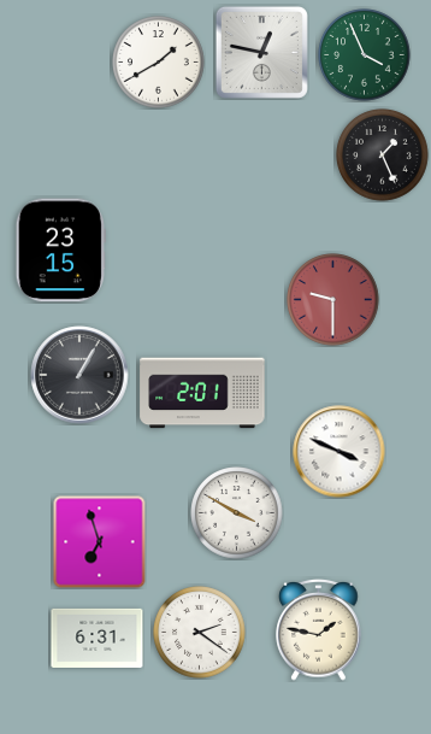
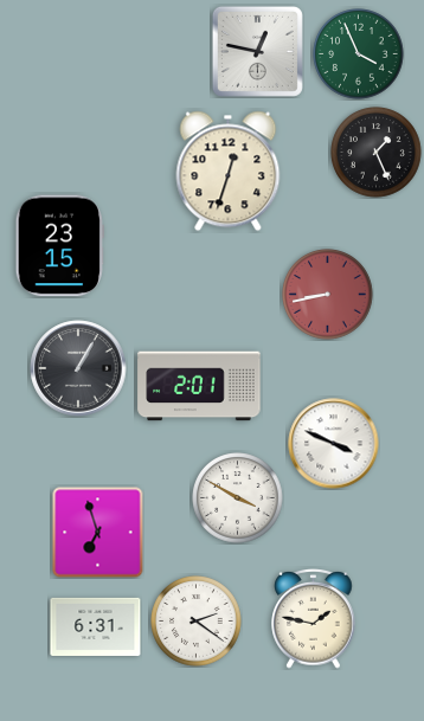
clock at (159, 63): 1:40 -> none
clock at (229, 172): none -> 12:33
clock at (333, 300): 9:30 -> 8:43
clock at (237, 513) position: (237, 513) -> (238, 498)
